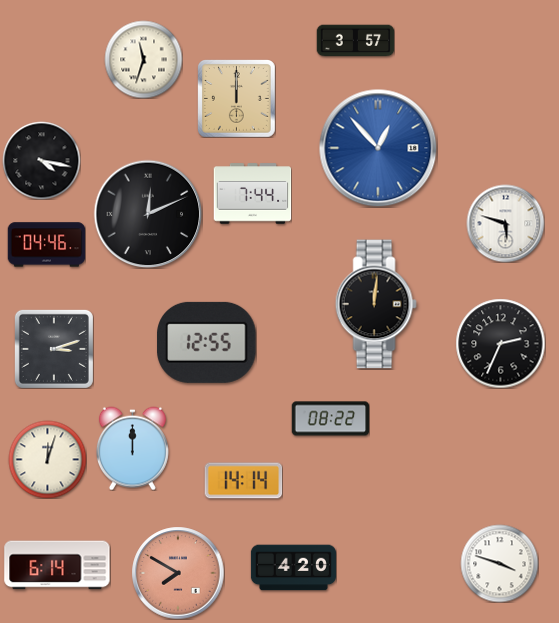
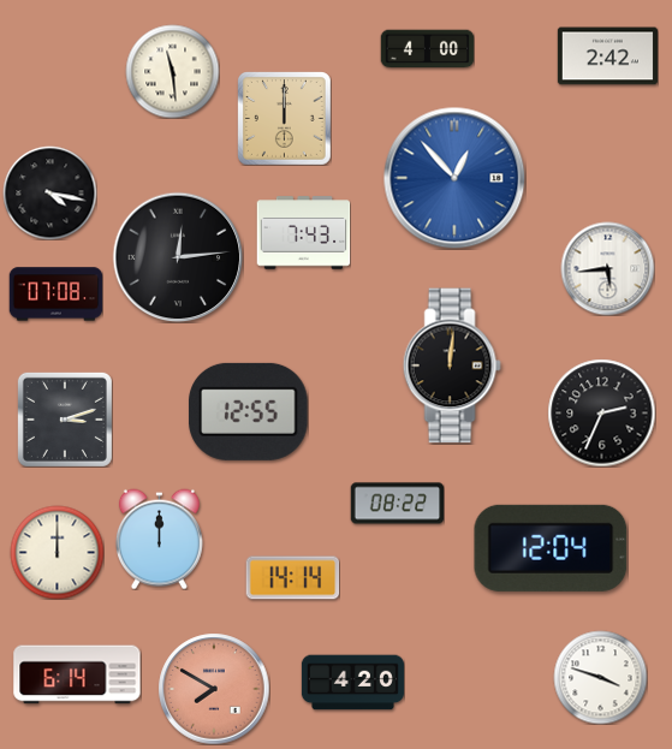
clock at (355, 41): 3:57 -> 4:00
clock at (607, 57): none -> 2:42
clock at (143, 59): 11:33 -> 11:29
clock at (252, 194): 7:44 -> 7:43
clock at (148, 214): 12:11 -> 12:14
clock at (505, 223): 5:48 -> 5:44
clock at (46, 245): 04:46 -> 07:08
clock at (551, 548): none -> 12:04
clock at (47, 459): 12:03 -> 12:00
clock at (57, 565) position: (57, 565) -> (77, 674)
